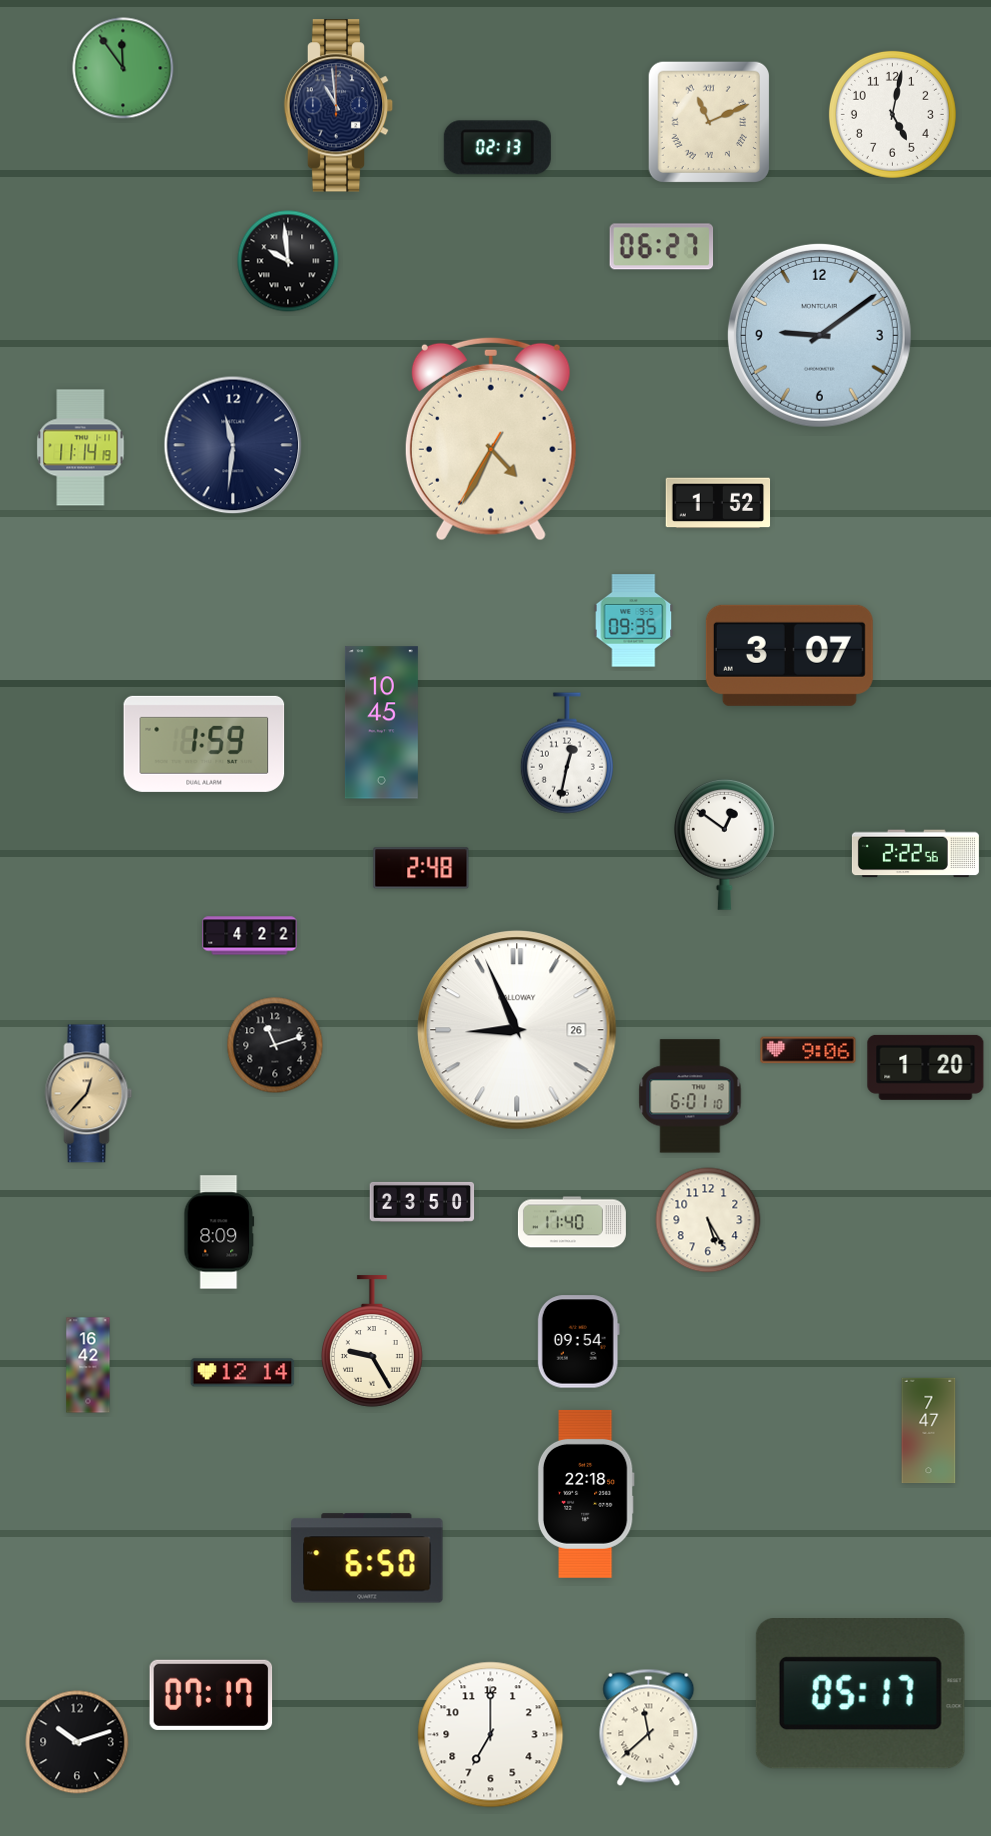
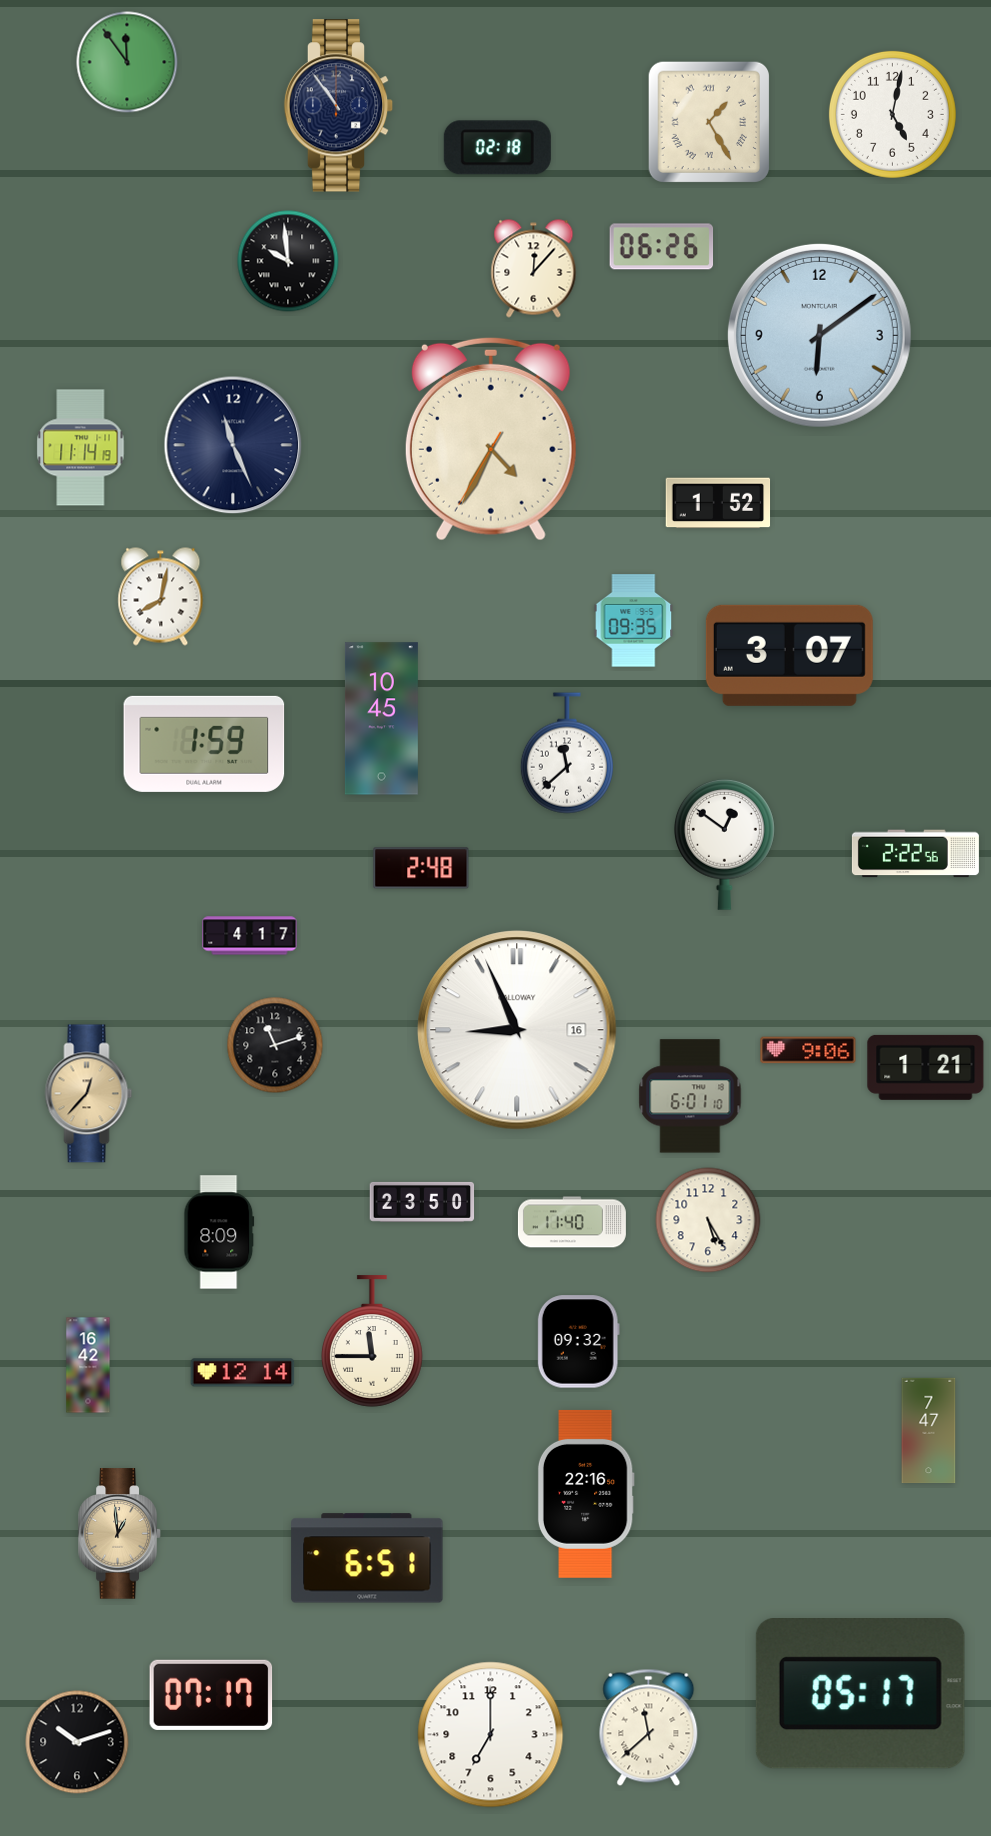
clock at (123, 68) position: (123, 68) -> (127, 62)
clock at (339, 106): 10:59 -> 10:54
clock at (708, 121): 11:11 -> 1:25
clock at (497, 148): 02:13 -> 02:18
clock at (662, 247): 06:27 -> 06:26
clock at (534, 269): none -> 12:07
clock at (819, 335): 9:09 -> 6:09
clock at (233, 445): 11:31 -> 11:26
clock at (161, 597): none -> 8:02
clock at (381, 723) position: (381, 723) -> (381, 719)
clock at (567, 753): 12:32 -> 11:38
clock at (250, 936): 4:22 -> 4:17
clock at (517, 1030) date: 26 -> 16
clock at (926, 1067): 1:20 -> 1:21
clock at (372, 1341): 9:25 -> 11:45
clock at (578, 1342): 09:54 -> 09:32
clock at (586, 1494): 22:18 -> 22:16
clock at (120, 1534): none -> 12:59
clock at (367, 1558): 6:50 -> 6:51
